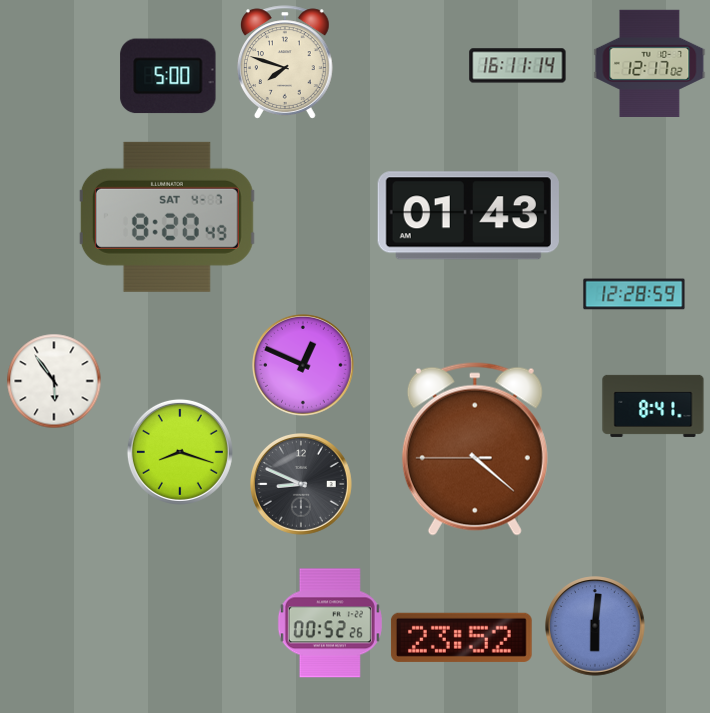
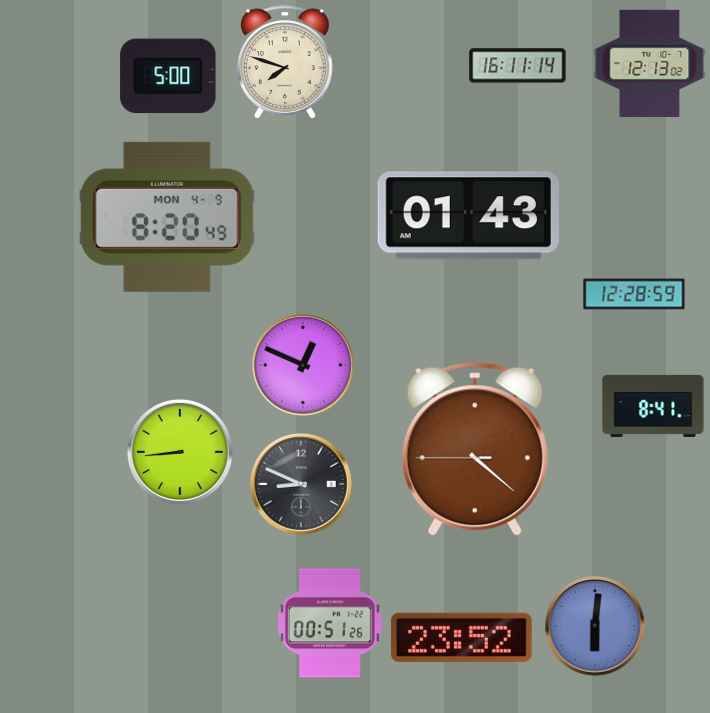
clock at (650, 63): 12:17 -> 12:13
clock at (167, 217) date: SAT 4-7 -> MON 4-9
clock at (54, 381): 5:54 -> none
clock at (180, 452): 8:18 -> 8:44
clock at (330, 623): 00:52 -> 00:51
